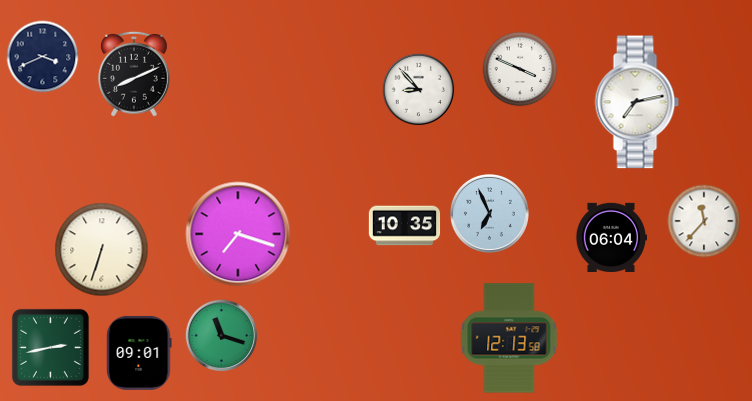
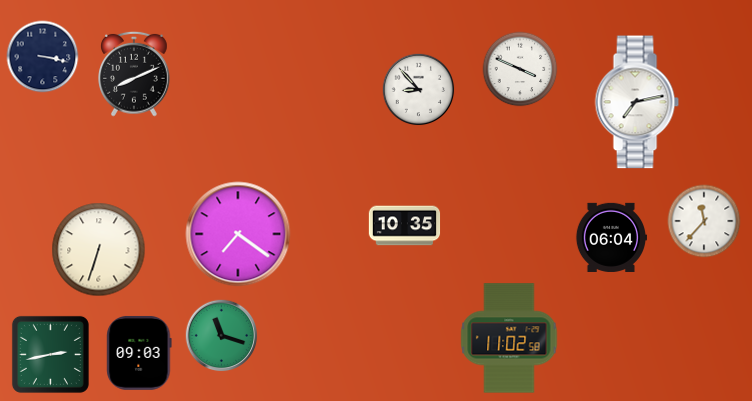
clock at (43, 57): 3:41 -> 3:17
clock at (489, 213): 6:56 -> none
clock at (238, 234): 7:18 -> 7:21
clock at (102, 250) position: (102, 250) -> (99, 250)
clock at (509, 338): 12:13 -> 11:02
clock at (50, 347) position: (50, 347) -> (50, 354)
clock at (139, 353): 09:01 -> 09:03
